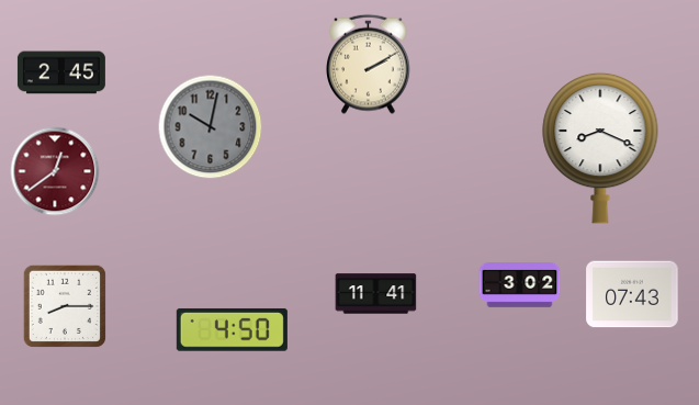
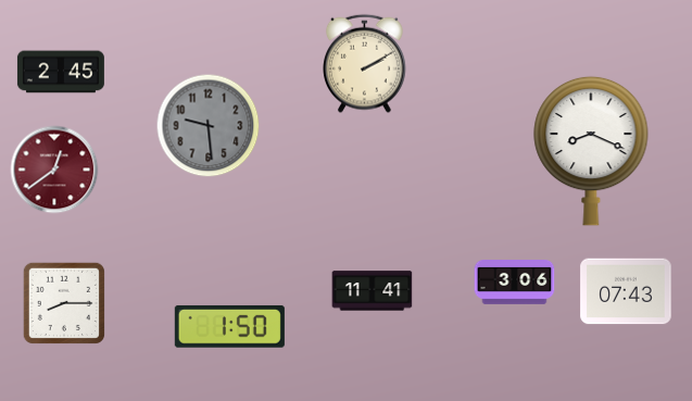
clock at (211, 127): 10:02 -> 9:29
clock at (600, 148) position: (600, 148) -> (591, 151)
clock at (520, 285): 3:02 -> 3:06
clock at (232, 330): 4:50 -> 1:50
